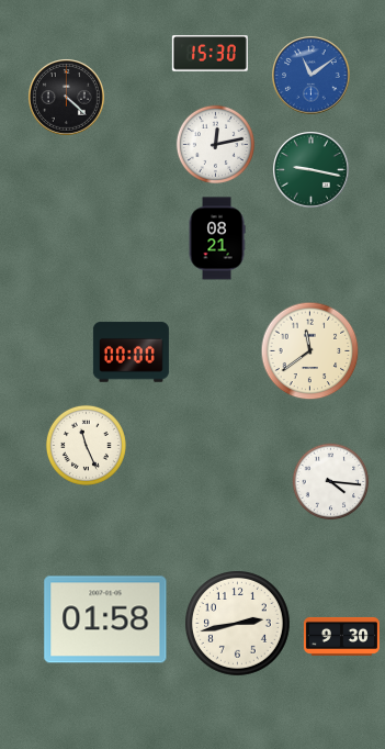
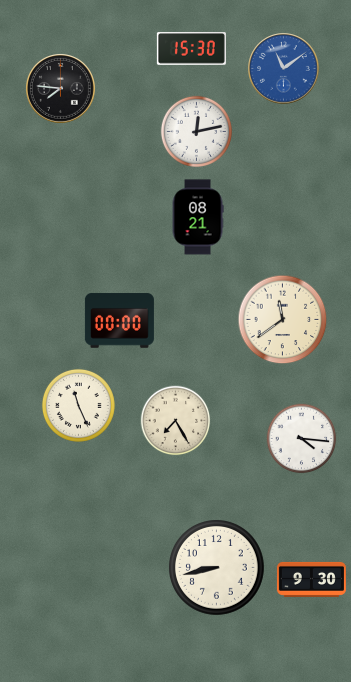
clock at (67, 98): 4:22 -> 7:46
clock at (312, 170): 9:17 -> none
clock at (176, 421): none -> 7:25
clock at (105, 619): 01:58 -> none
clock at (238, 624): 2:43 -> 8:43
